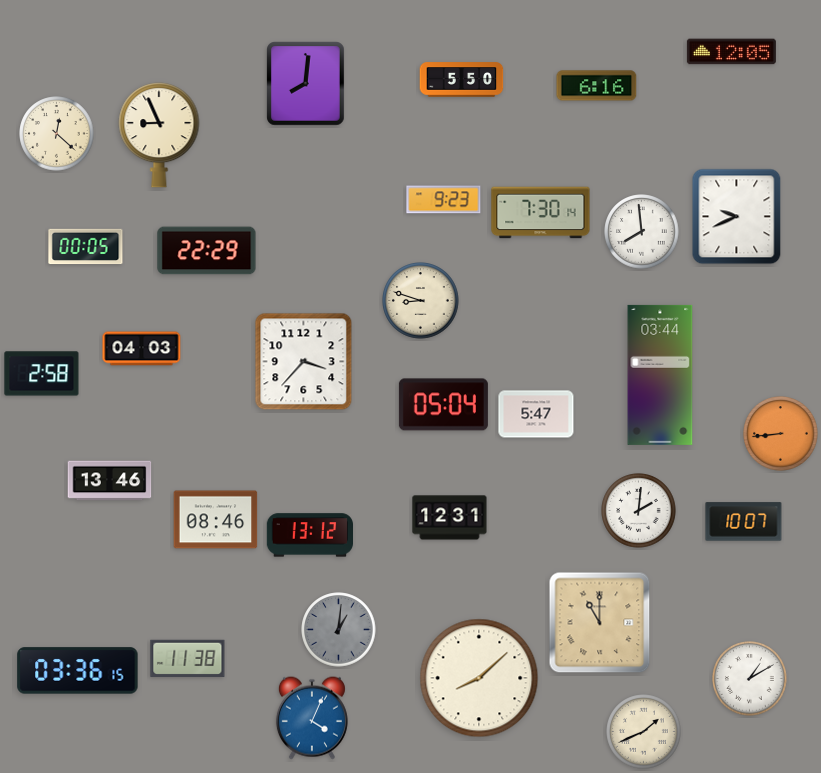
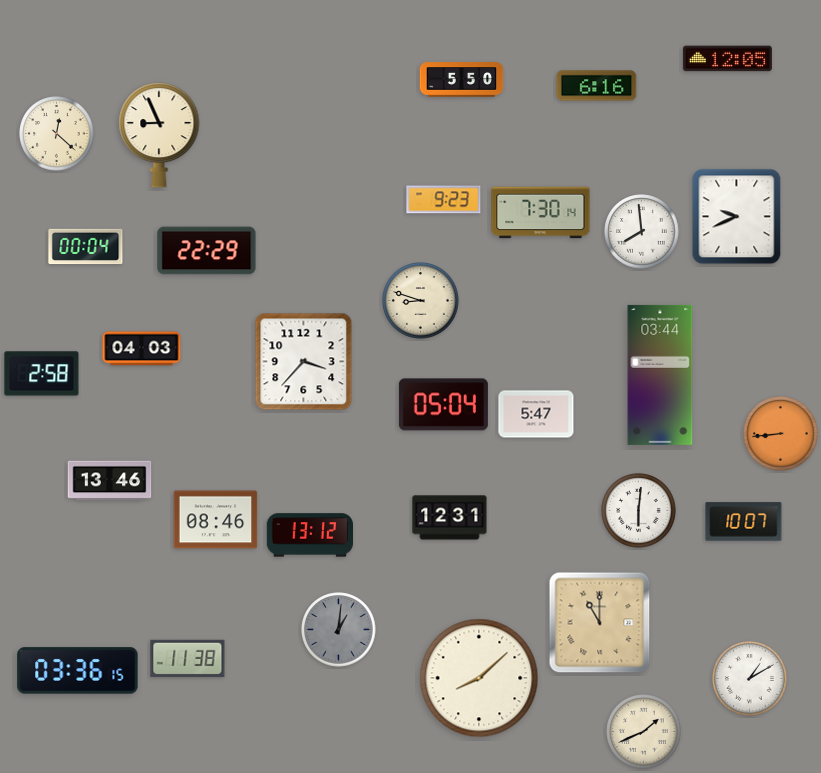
clock at (731, 52) position: (731, 52) -> (727, 59)
clock at (306, 84): 8:01 -> none
clock at (86, 247): 00:05 -> 00:04
clock at (639, 511): 2:01 -> 6:01
clock at (312, 718): 4:04 -> none
